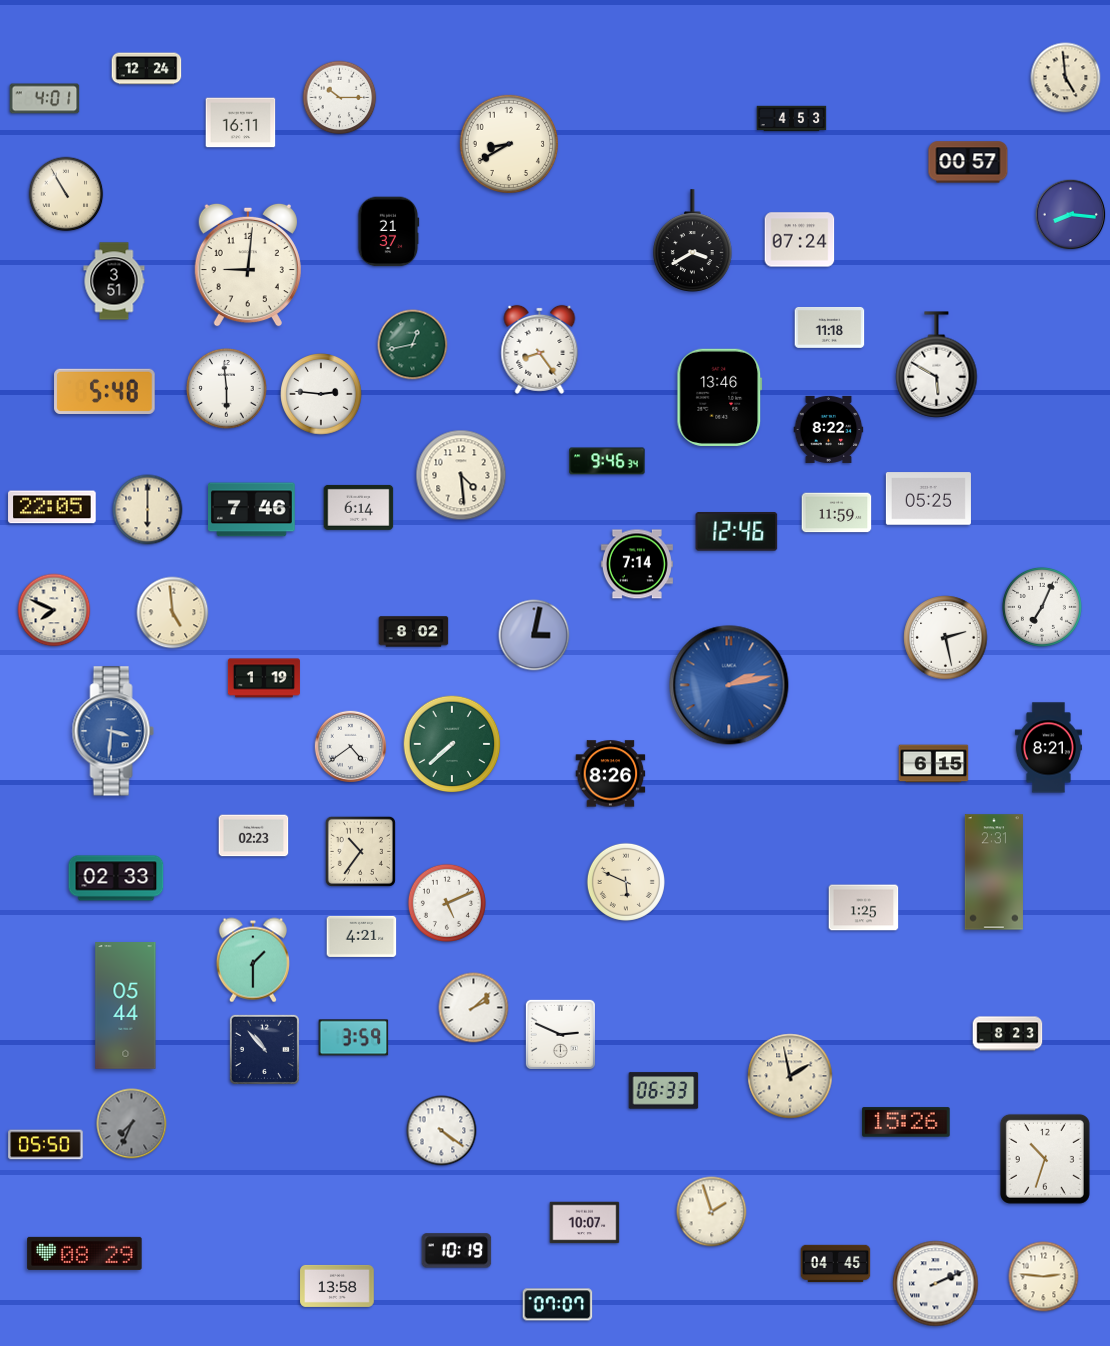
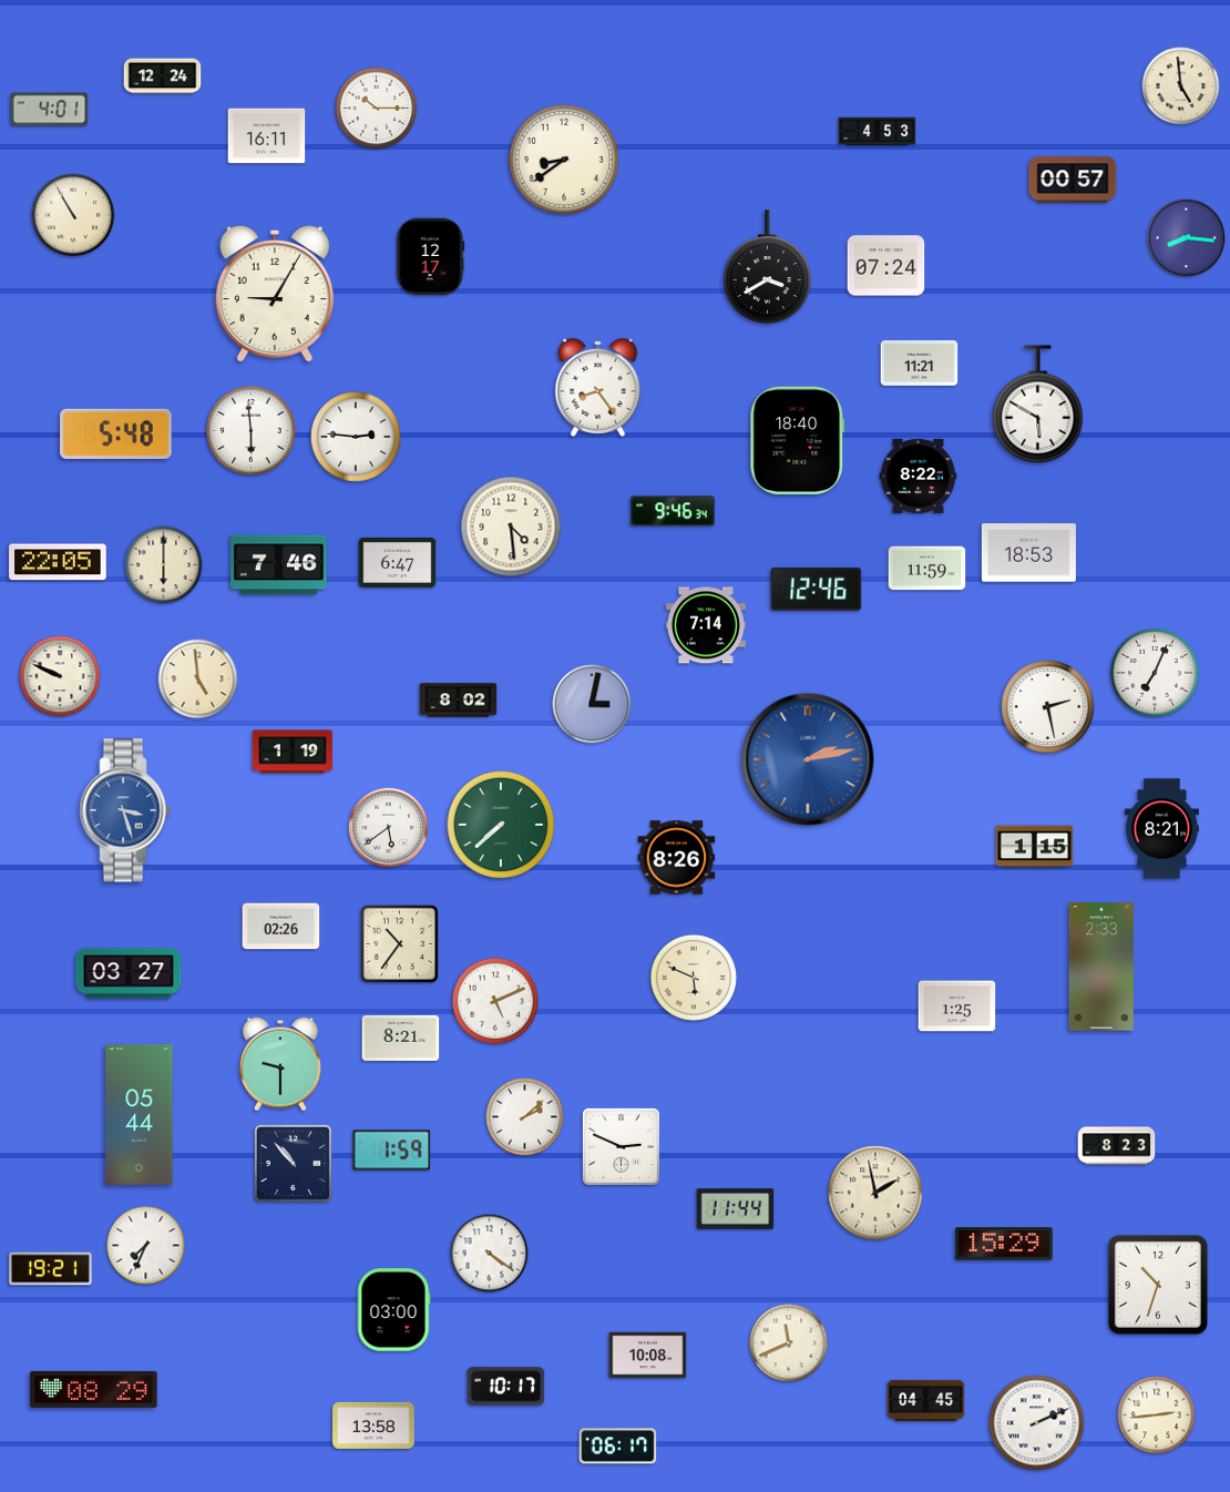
clock at (508, 143): 8:40 -> 8:39
clock at (388, 232): 21:37 -> 12:17
clock at (248, 265): 9:01 -> 9:05
clock at (114, 281): 3:51 -> none
clock at (830, 327): 11:18 -> 11:21
clock at (413, 345): 12:43 -> none
clock at (720, 397): 13:46 -> 18:40
clock at (928, 499): 05:25 -> 18:53
clock at (359, 507): 6:14 -> 6:47
clock at (54, 610): 7:49 -> 9:49
clock at (173, 613) position: (173, 613) -> (198, 679)
clock at (113, 731): 3:31 -> 3:27
clock at (351, 747): 4:39 -> 5:39
clock at (934, 764): 6:15 -> 1:15
clock at (254, 836): 02:23 -> 02:26
clock at (994, 872): 2:31 -> 2:33
clock at (116, 878): 02:33 -> 03:27
clock at (362, 936): 4:21 -> 8:21
clock at (253, 960): 1:30 -> 9:30
clock at (354, 1038): 3:59 -> 1:59
clock at (664, 1091): 06:33 -> 11:44
clock at (906, 1122): 15:26 -> 15:29
clock at (132, 1124) dial: grey -> white
clock at (46, 1145): 05:50 -> 19:21
clock at (393, 1310): none -> 03:00
clock at (712, 1212): 1:57 -> 11:41
clock at (585, 1223): 10:07 -> 10:08
clock at (457, 1251): 10:19 -> 10:17
clock at (1044, 1277): 2:46 -> 2:44
clock at (558, 1305): 07:07 -> 06:17
